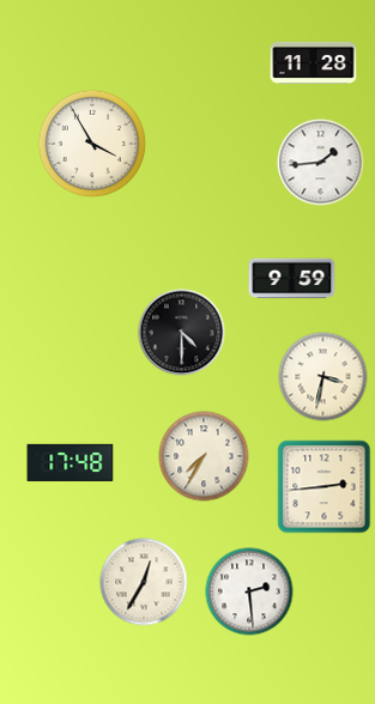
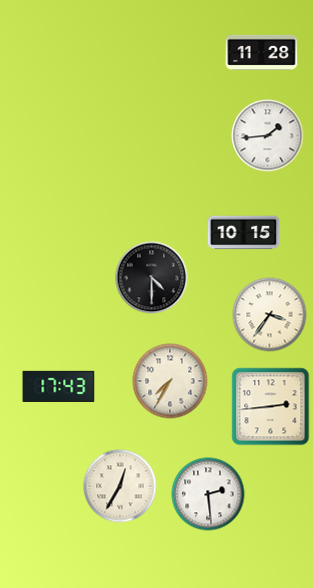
clock at (92, 144): 3:55 -> none
clock at (292, 279): 9:59 -> 10:15
clock at (323, 377): 3:32 -> 3:36
clock at (71, 462): 17:48 -> 17:43
